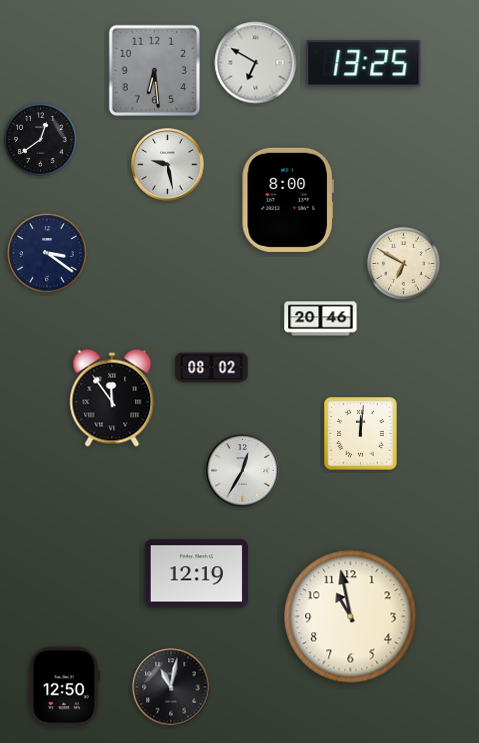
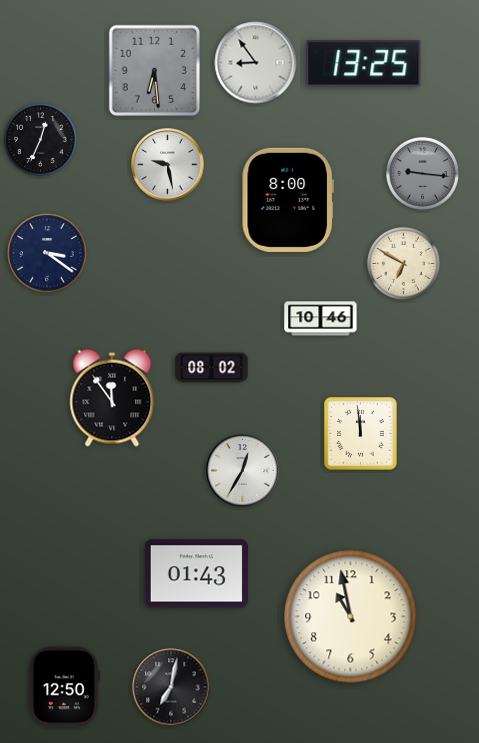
clock at (256, 63): 6:50 -> 8:54
clock at (40, 139): 12:39 -> 12:34
clock at (422, 173): none -> 9:16
clock at (321, 319): 20:46 -> 10:46
clock at (361, 434): 12:01 -> 11:59
clock at (196, 574): 12:19 -> 01:43
clock at (171, 687): 11:02 -> 7:02
